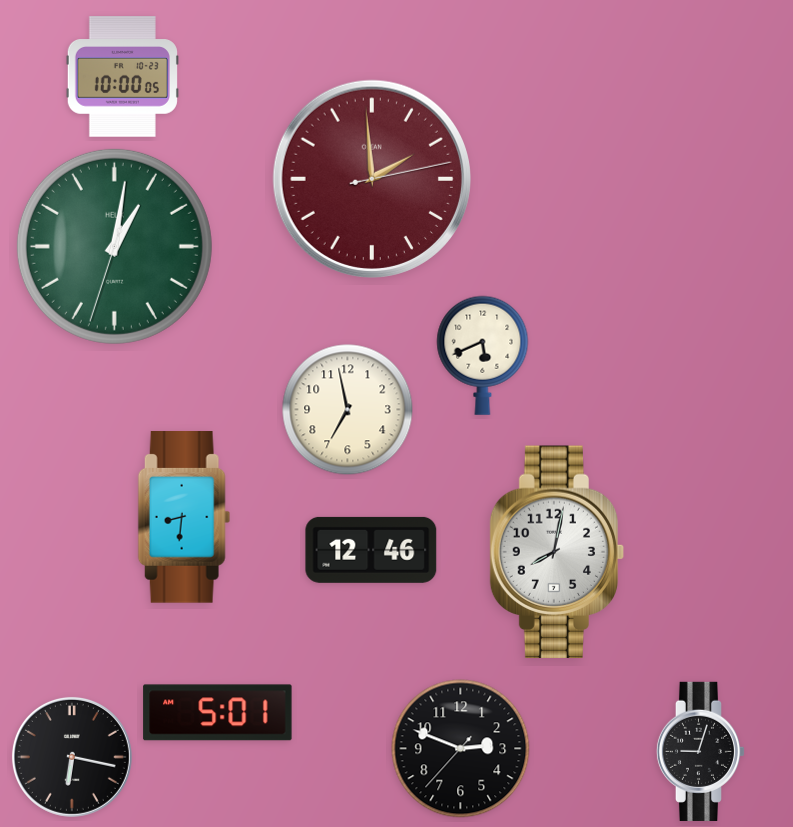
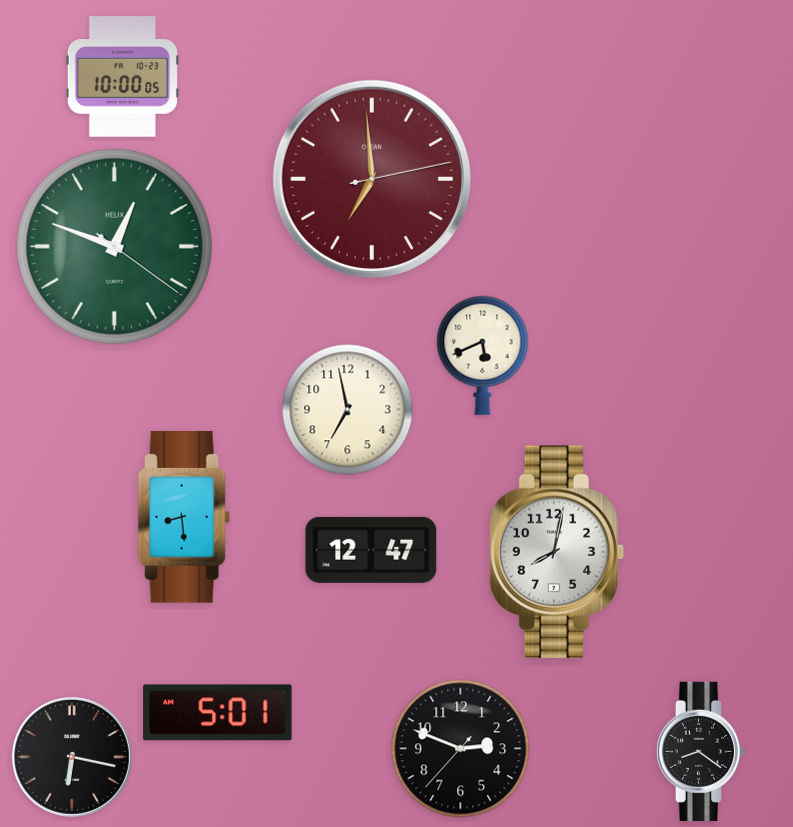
clock at (372, 179): 1:59 -> 6:59
clock at (114, 246): 1:01 -> 12:48
clock at (184, 518): 8:31 -> 8:29
clock at (371, 550): 12:46 -> 12:47
clock at (701, 751): 9:03 -> 8:21
